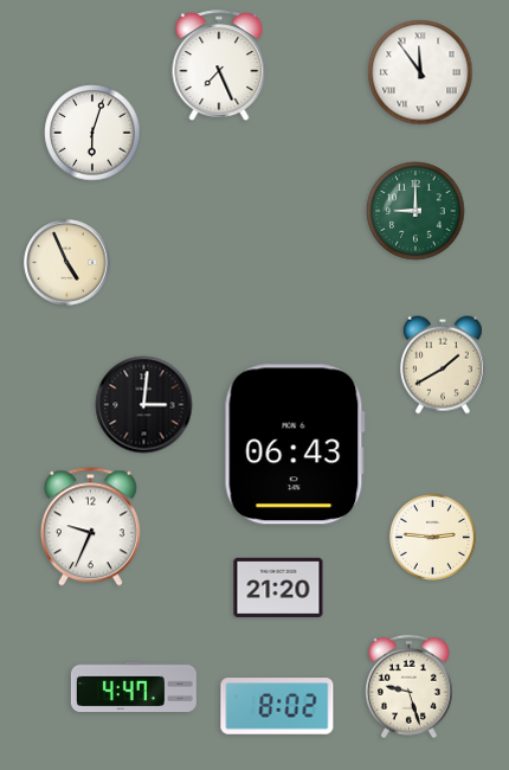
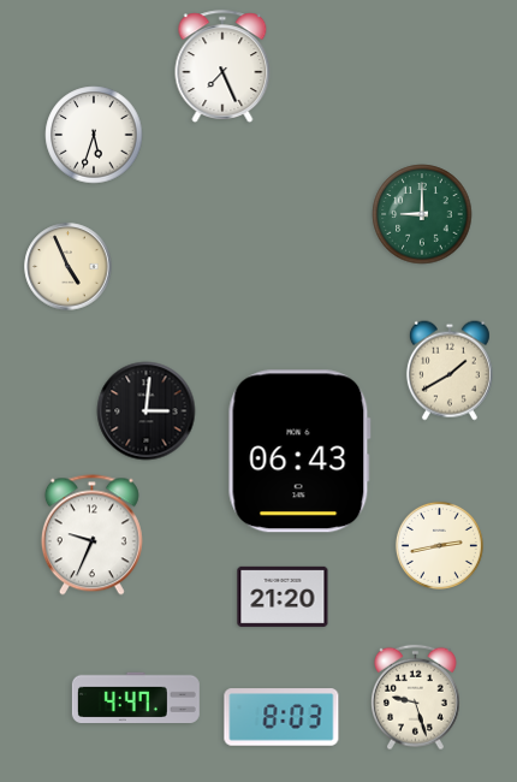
clock at (420, 72): 11:54 -> none
clock at (92, 133): 6:03 -> 5:33
clock at (432, 537): 2:46 -> 2:43
clock at (277, 706): 8:02 -> 8:03
